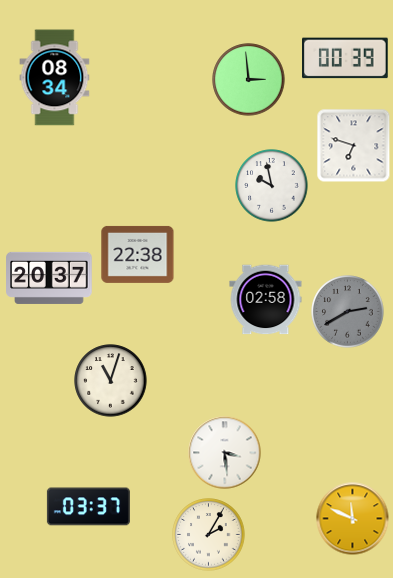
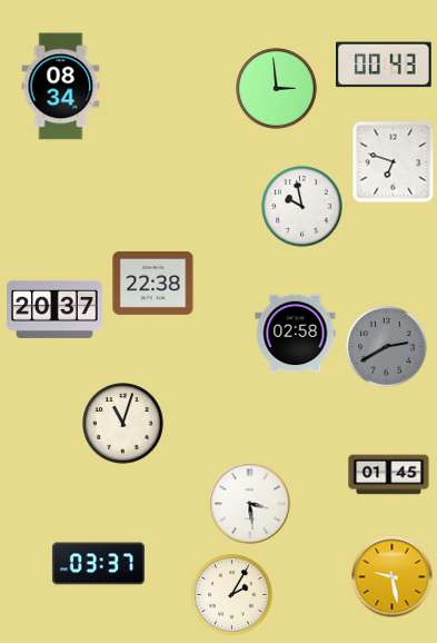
clock at (346, 58): 00:39 -> 00:43
clock at (389, 475): none -> 01:45
clock at (353, 519): 11:49 -> 9:28
